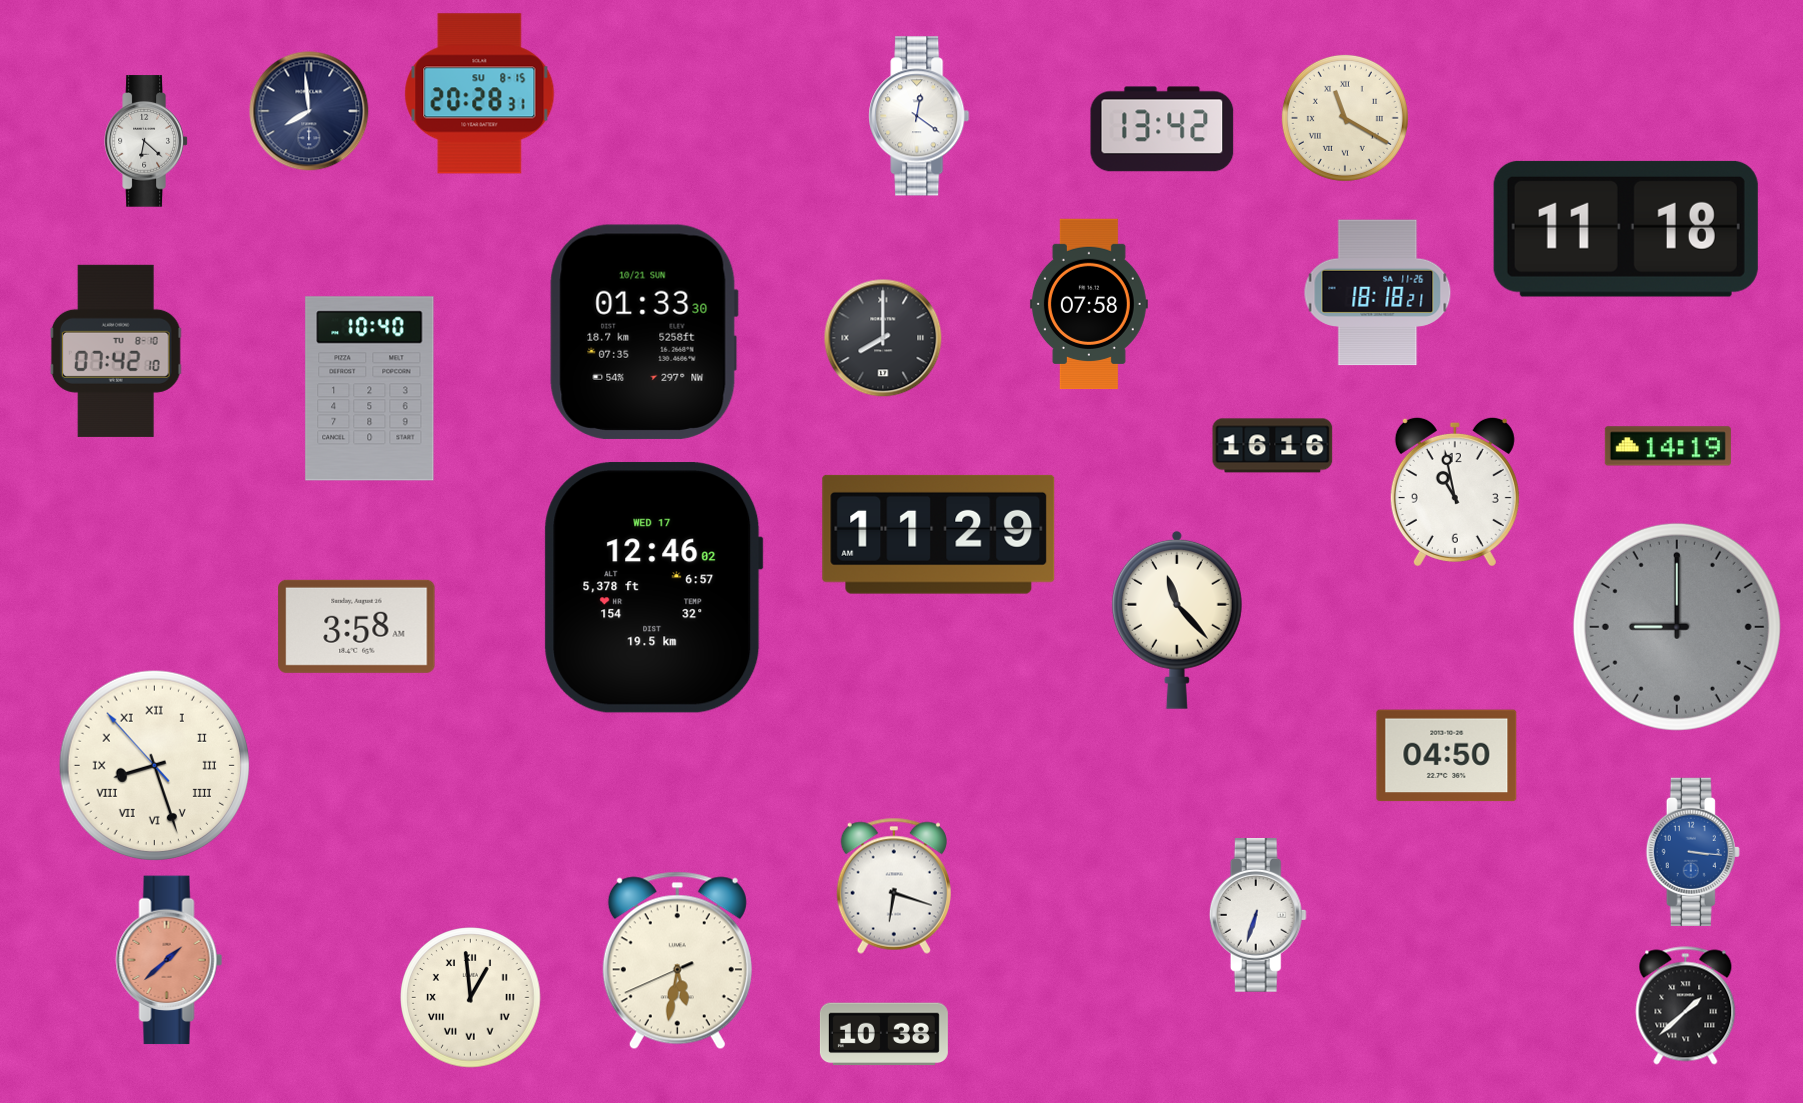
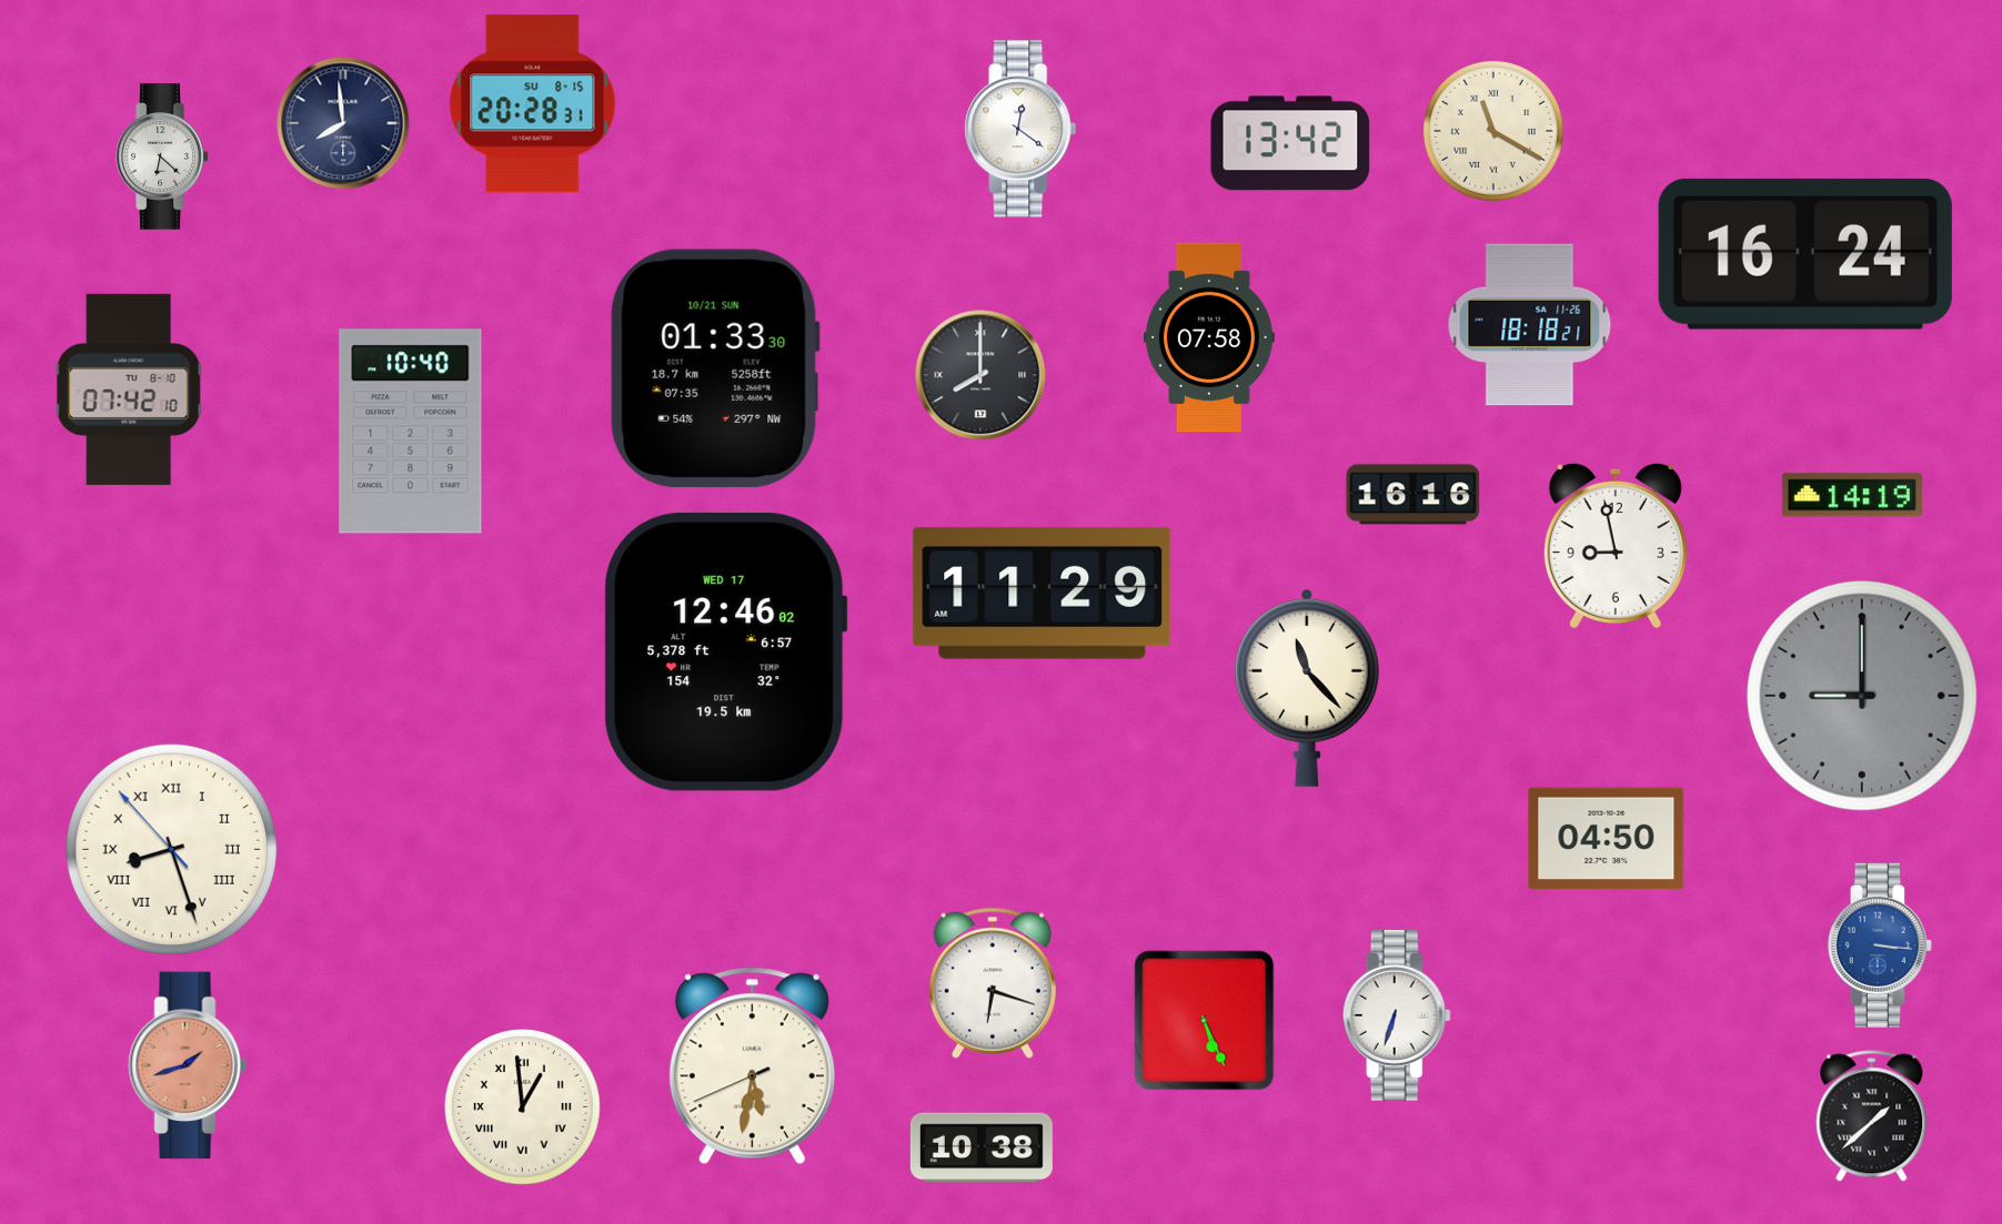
clock at (1626, 229): 11:18 -> 16:24
clock at (1455, 491): 10:58 -> 8:58
clock at (357, 626): 3:58 -> none
clock at (1205, 1021): none -> 5:26
clock at (169, 960): 1:38 -> 1:42
